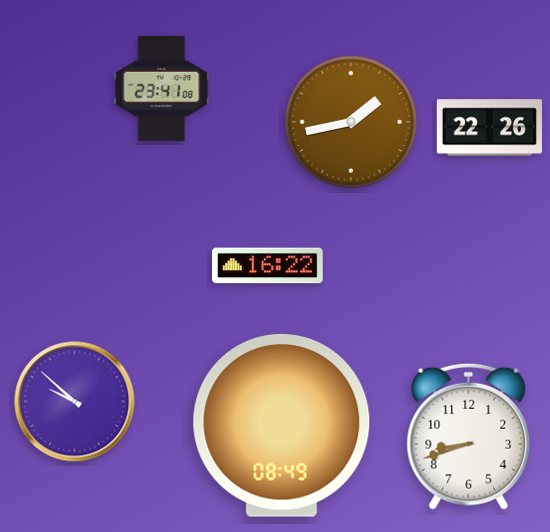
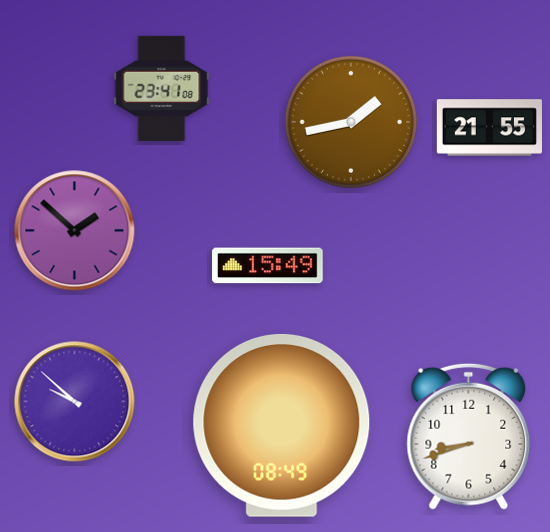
clock at (489, 128): 22:26 -> 21:55
clock at (75, 231): none -> 1:52
clock at (268, 266): 16:22 -> 15:49
